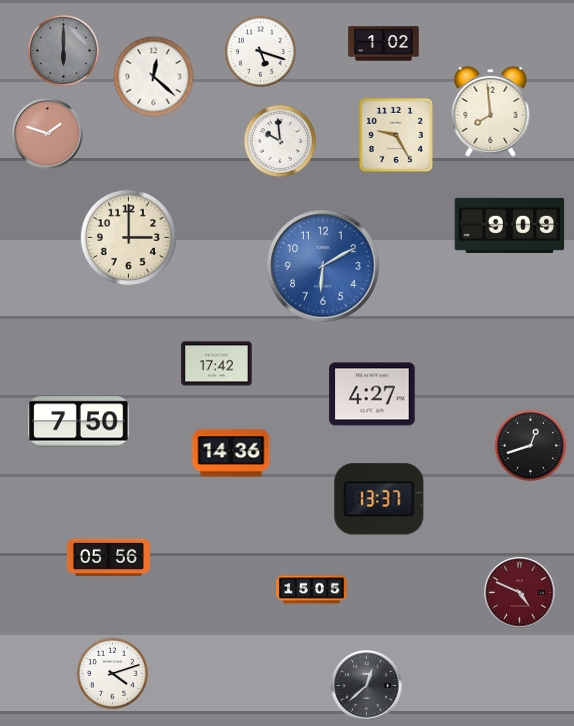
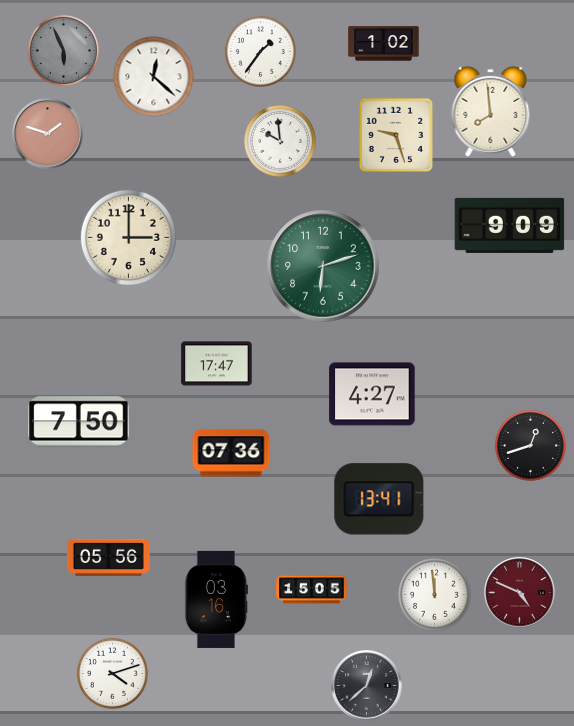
clock at (63, 50): 6:00 -> 5:56
clock at (260, 51): 5:18 -> 1:36
clock at (396, 135): 9:25 -> 9:27
clock at (323, 266): 6:10 -> 6:12
clock at (323, 266) dial: blue -> green
clock at (217, 364): 17:42 -> 17:47
clock at (231, 453): 14:36 -> 07:36
clock at (379, 499): 13:37 -> 13:41
clock at (435, 595): none -> 11:59
clock at (216, 599): none -> 03:16
